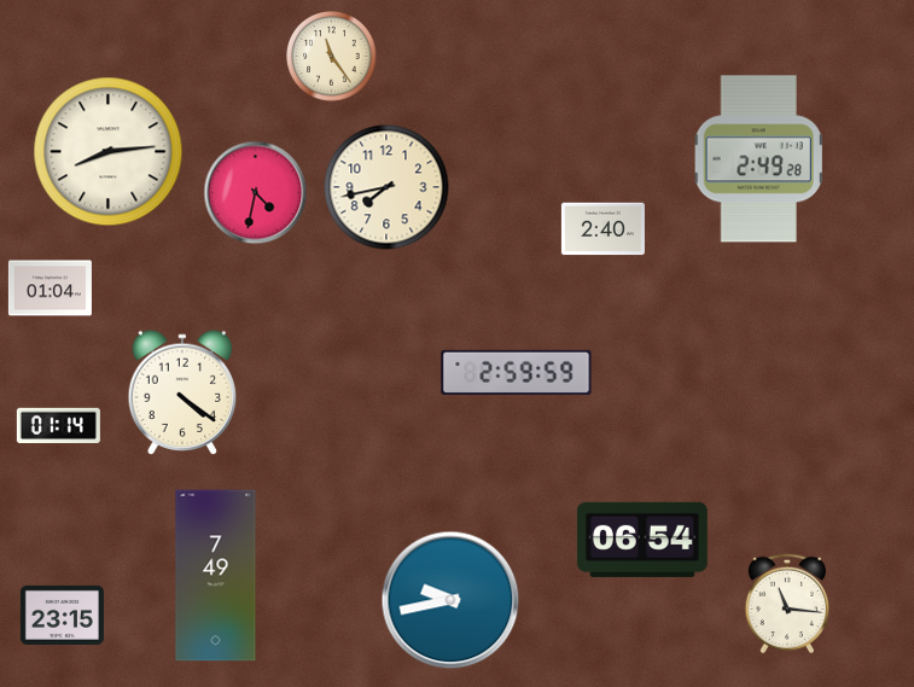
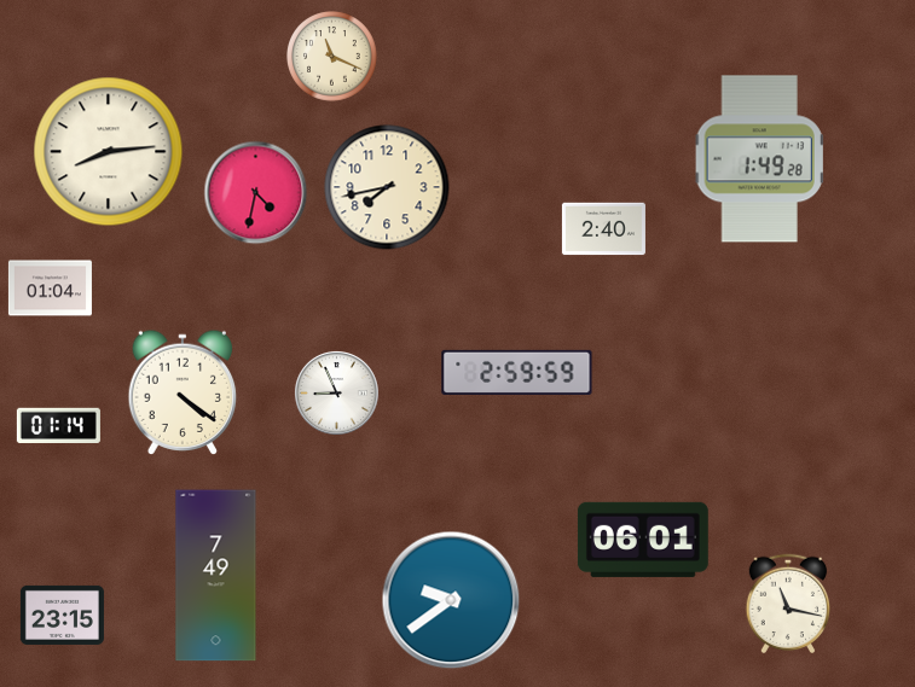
clock at (332, 57): 11:24 -> 11:19
clock at (758, 159): 2:49 -> 1:49
clock at (336, 392): none -> 8:56
clock at (642, 540): 06:54 -> 06:01
clock at (450, 600): 9:43 -> 9:39
clock at (787, 604): 11:16 -> 11:17
